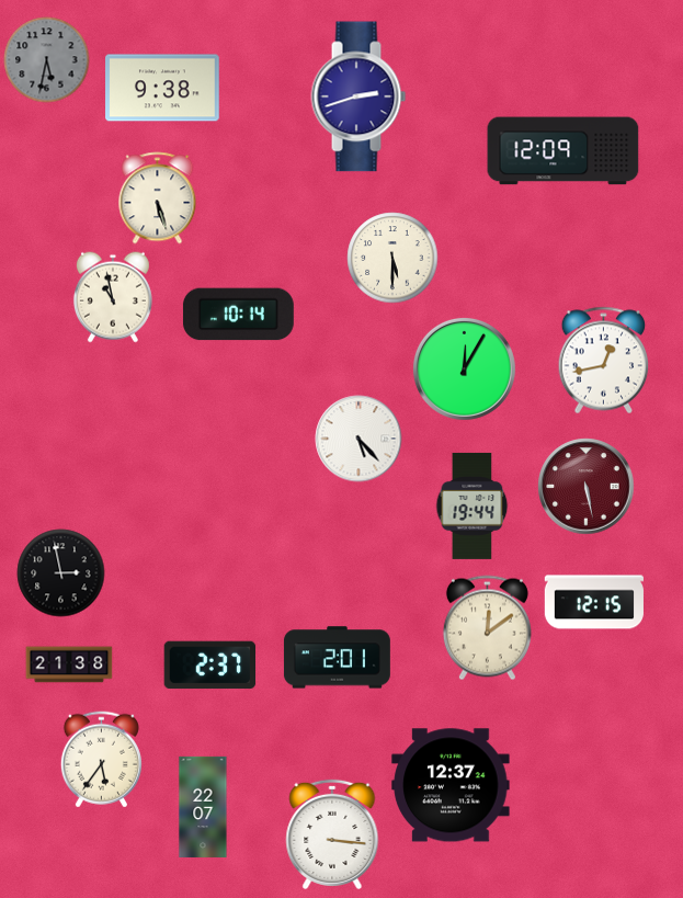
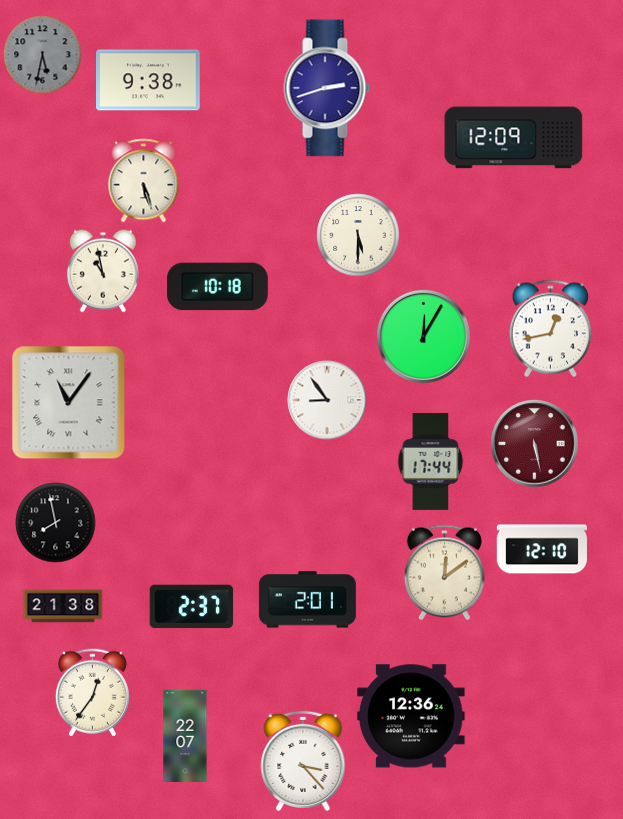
clock at (238, 315): 10:14 -> 10:18
clock at (358, 439): 5:23 -> 8:54
clock at (68, 402): none -> 11:06
clock at (473, 505): 19:44 -> 17:44
clock at (60, 572): 2:58 -> 7:58
clock at (594, 602): 12:15 -> 12:10
clock at (101, 759): 5:36 -> 12:36
clock at (451, 785): 12:37 -> 12:36
clock at (332, 834): 3:16 -> 3:23
